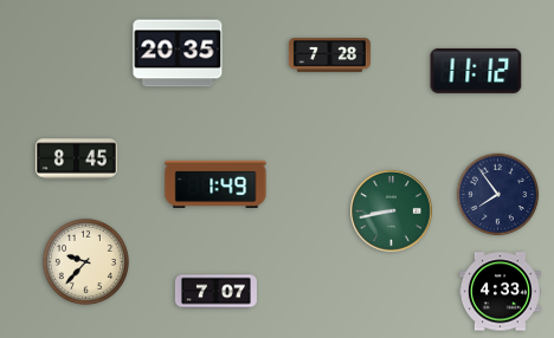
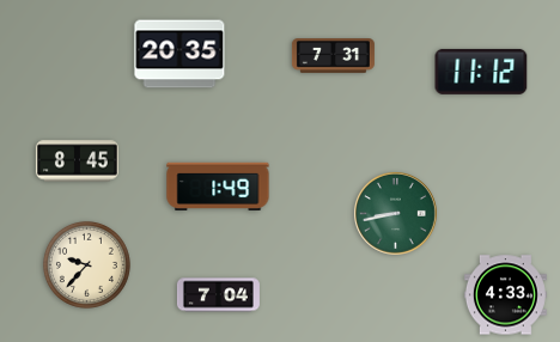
clock at (329, 56): 7:28 -> 7:31
clock at (498, 195): 7:54 -> none
clock at (215, 292): 7:07 -> 7:04
